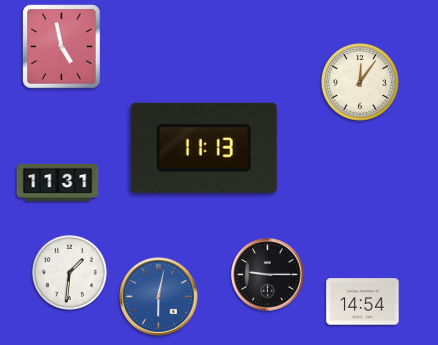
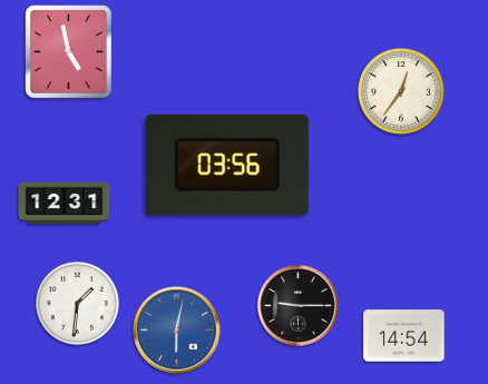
clock at (360, 82): 12:06 -> 12:36
clock at (204, 148): 11:13 -> 03:56
clock at (58, 182): 11:31 -> 12:31
